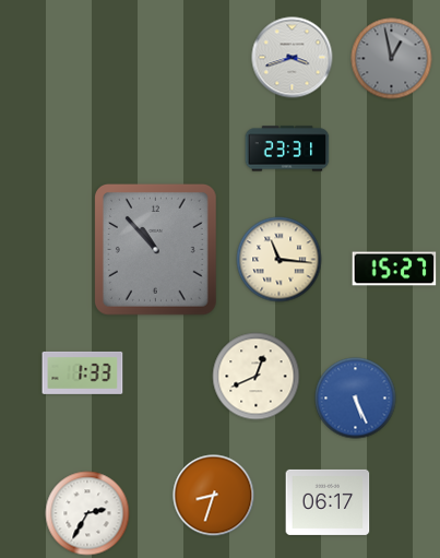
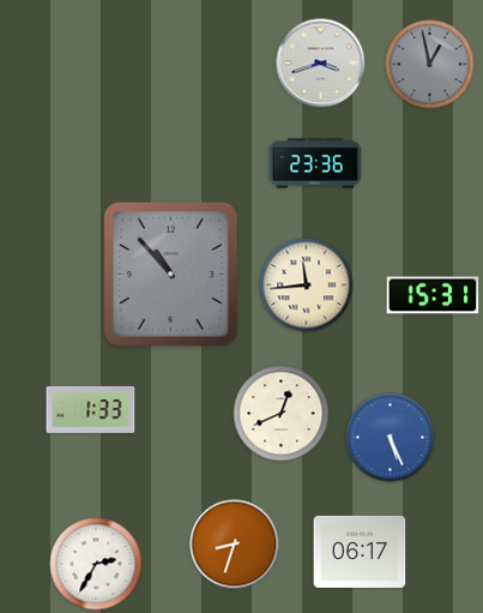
clock at (287, 149): 23:31 -> 23:36
clock at (280, 260): 11:16 -> 11:44
clock at (394, 269): 15:27 -> 15:31
